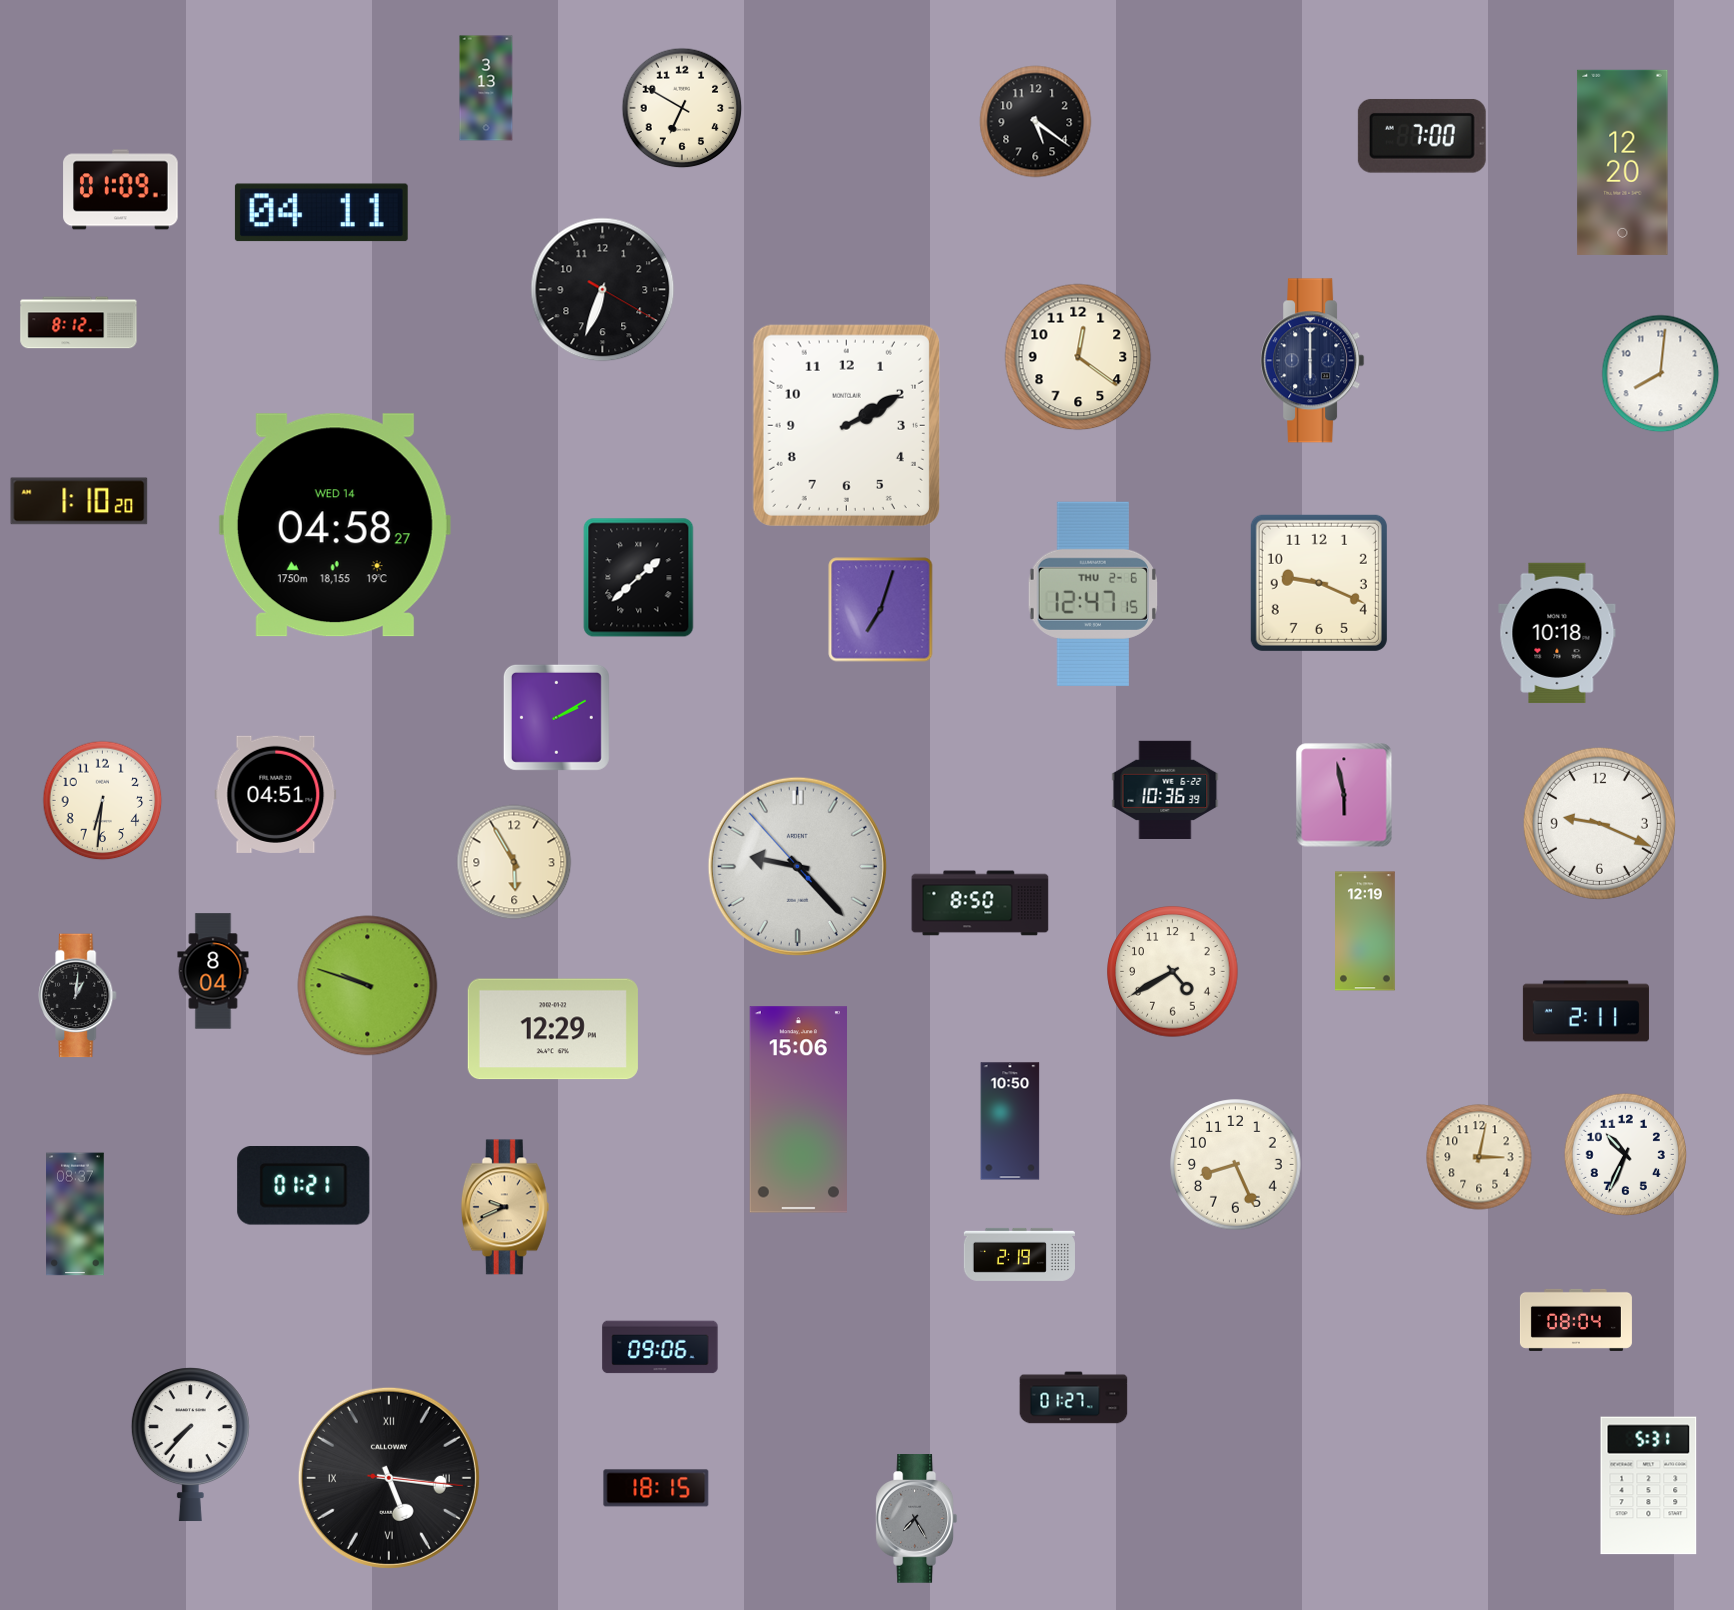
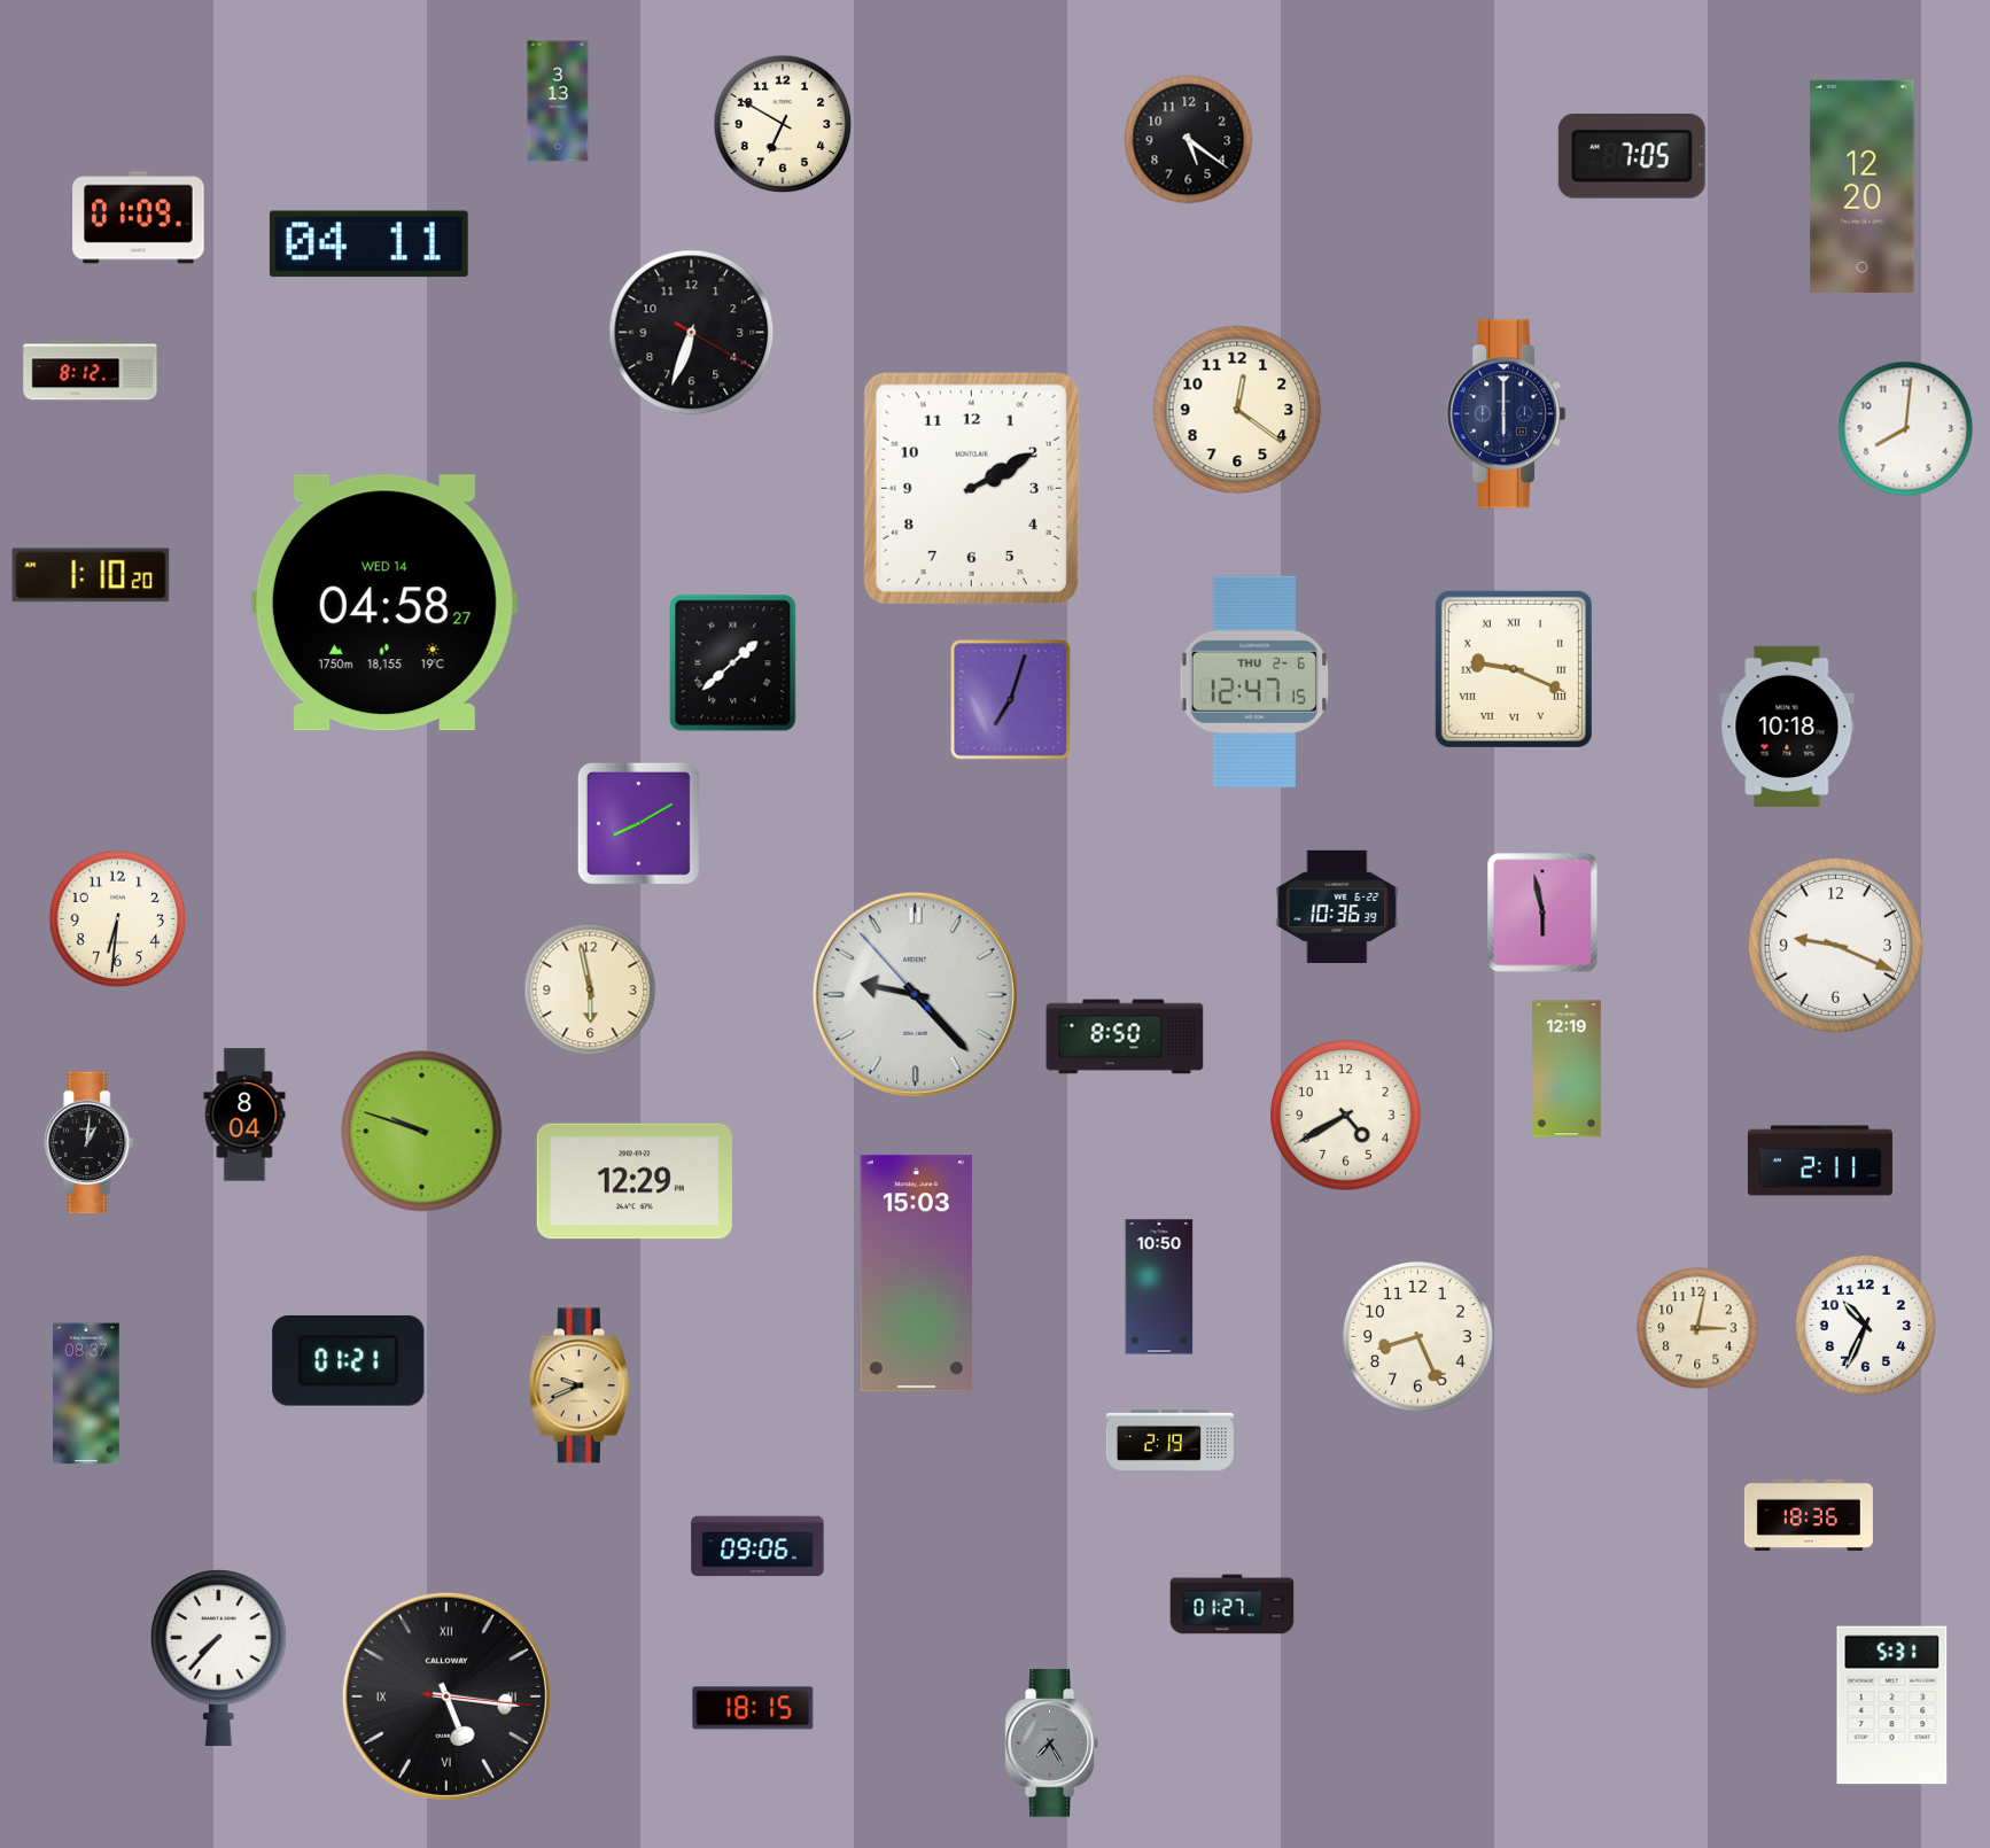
clock at (1422, 136): 7:00 -> 7:05
clock at (1319, 583) numerals: Arabic -> Roman
clock at (556, 717): 2:10 -> 8:10
clock at (276, 794): 04:51 -> none
clock at (514, 862): 5:55 -> 5:58
clock at (798, 1110): 15:06 -> 15:03
clock at (1576, 1320): 08:04 -> 18:36
